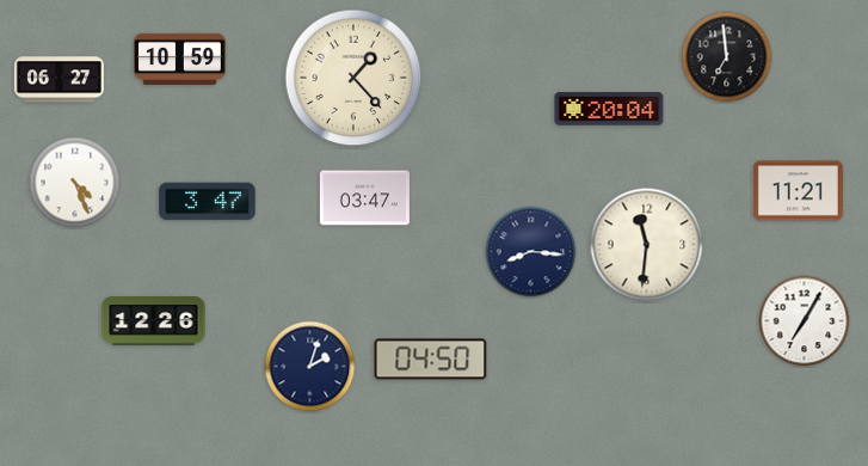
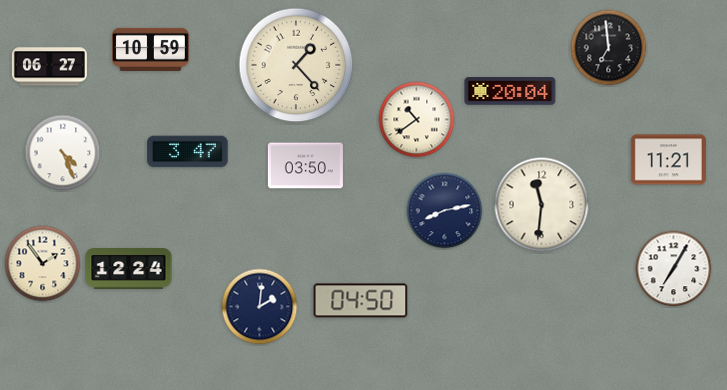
clock at (417, 120): none -> 10:39
clock at (364, 198): 03:47 -> 03:50
clock at (208, 202) position: (208, 202) -> (188, 152)
clock at (531, 252): 8:16 -> 8:13
clock at (43, 264): none -> 1:54
clock at (154, 321): 12:26 -> 12:24
clock at (310, 367): 2:03 -> 2:01
